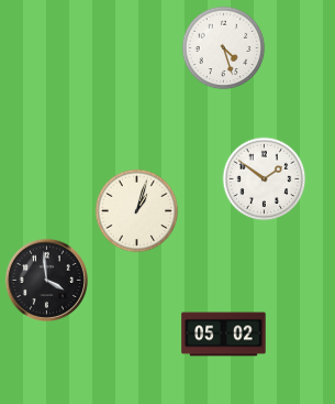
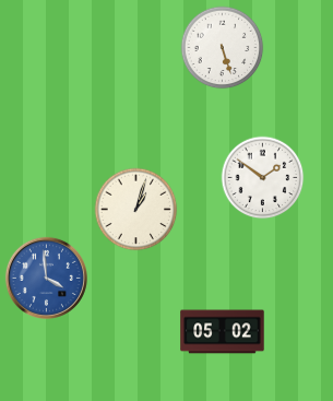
clock at (224, 48): 4:27 -> 5:27
clock at (46, 280) dial: black -> blue
